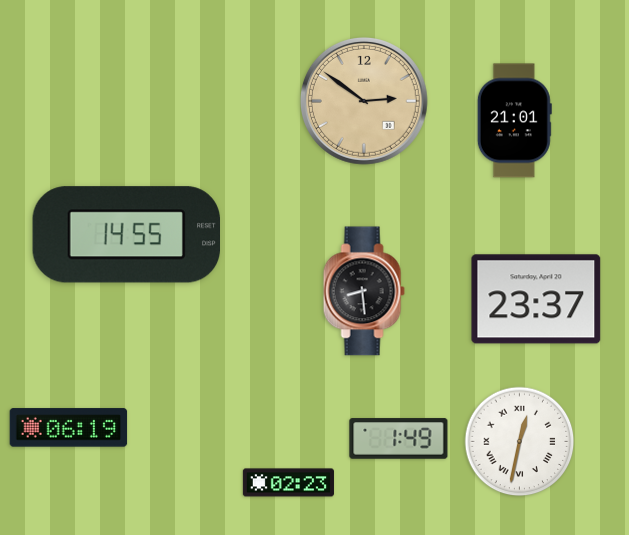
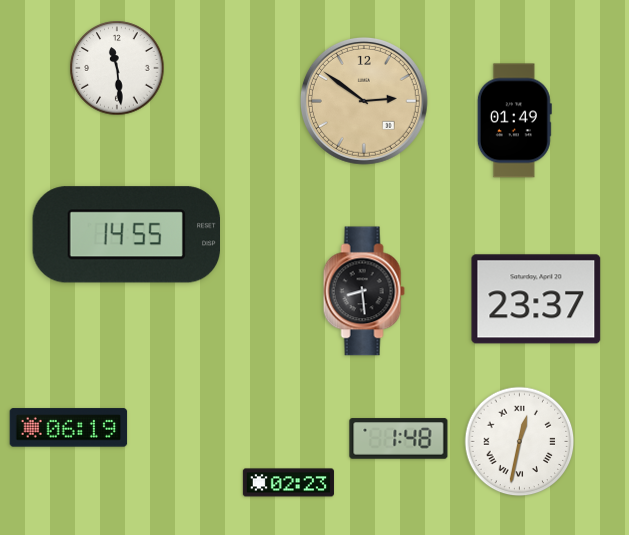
clock at (117, 68): none -> 11:29
clock at (514, 121): 21:01 -> 01:49
clock at (399, 439): 1:49 -> 1:48
